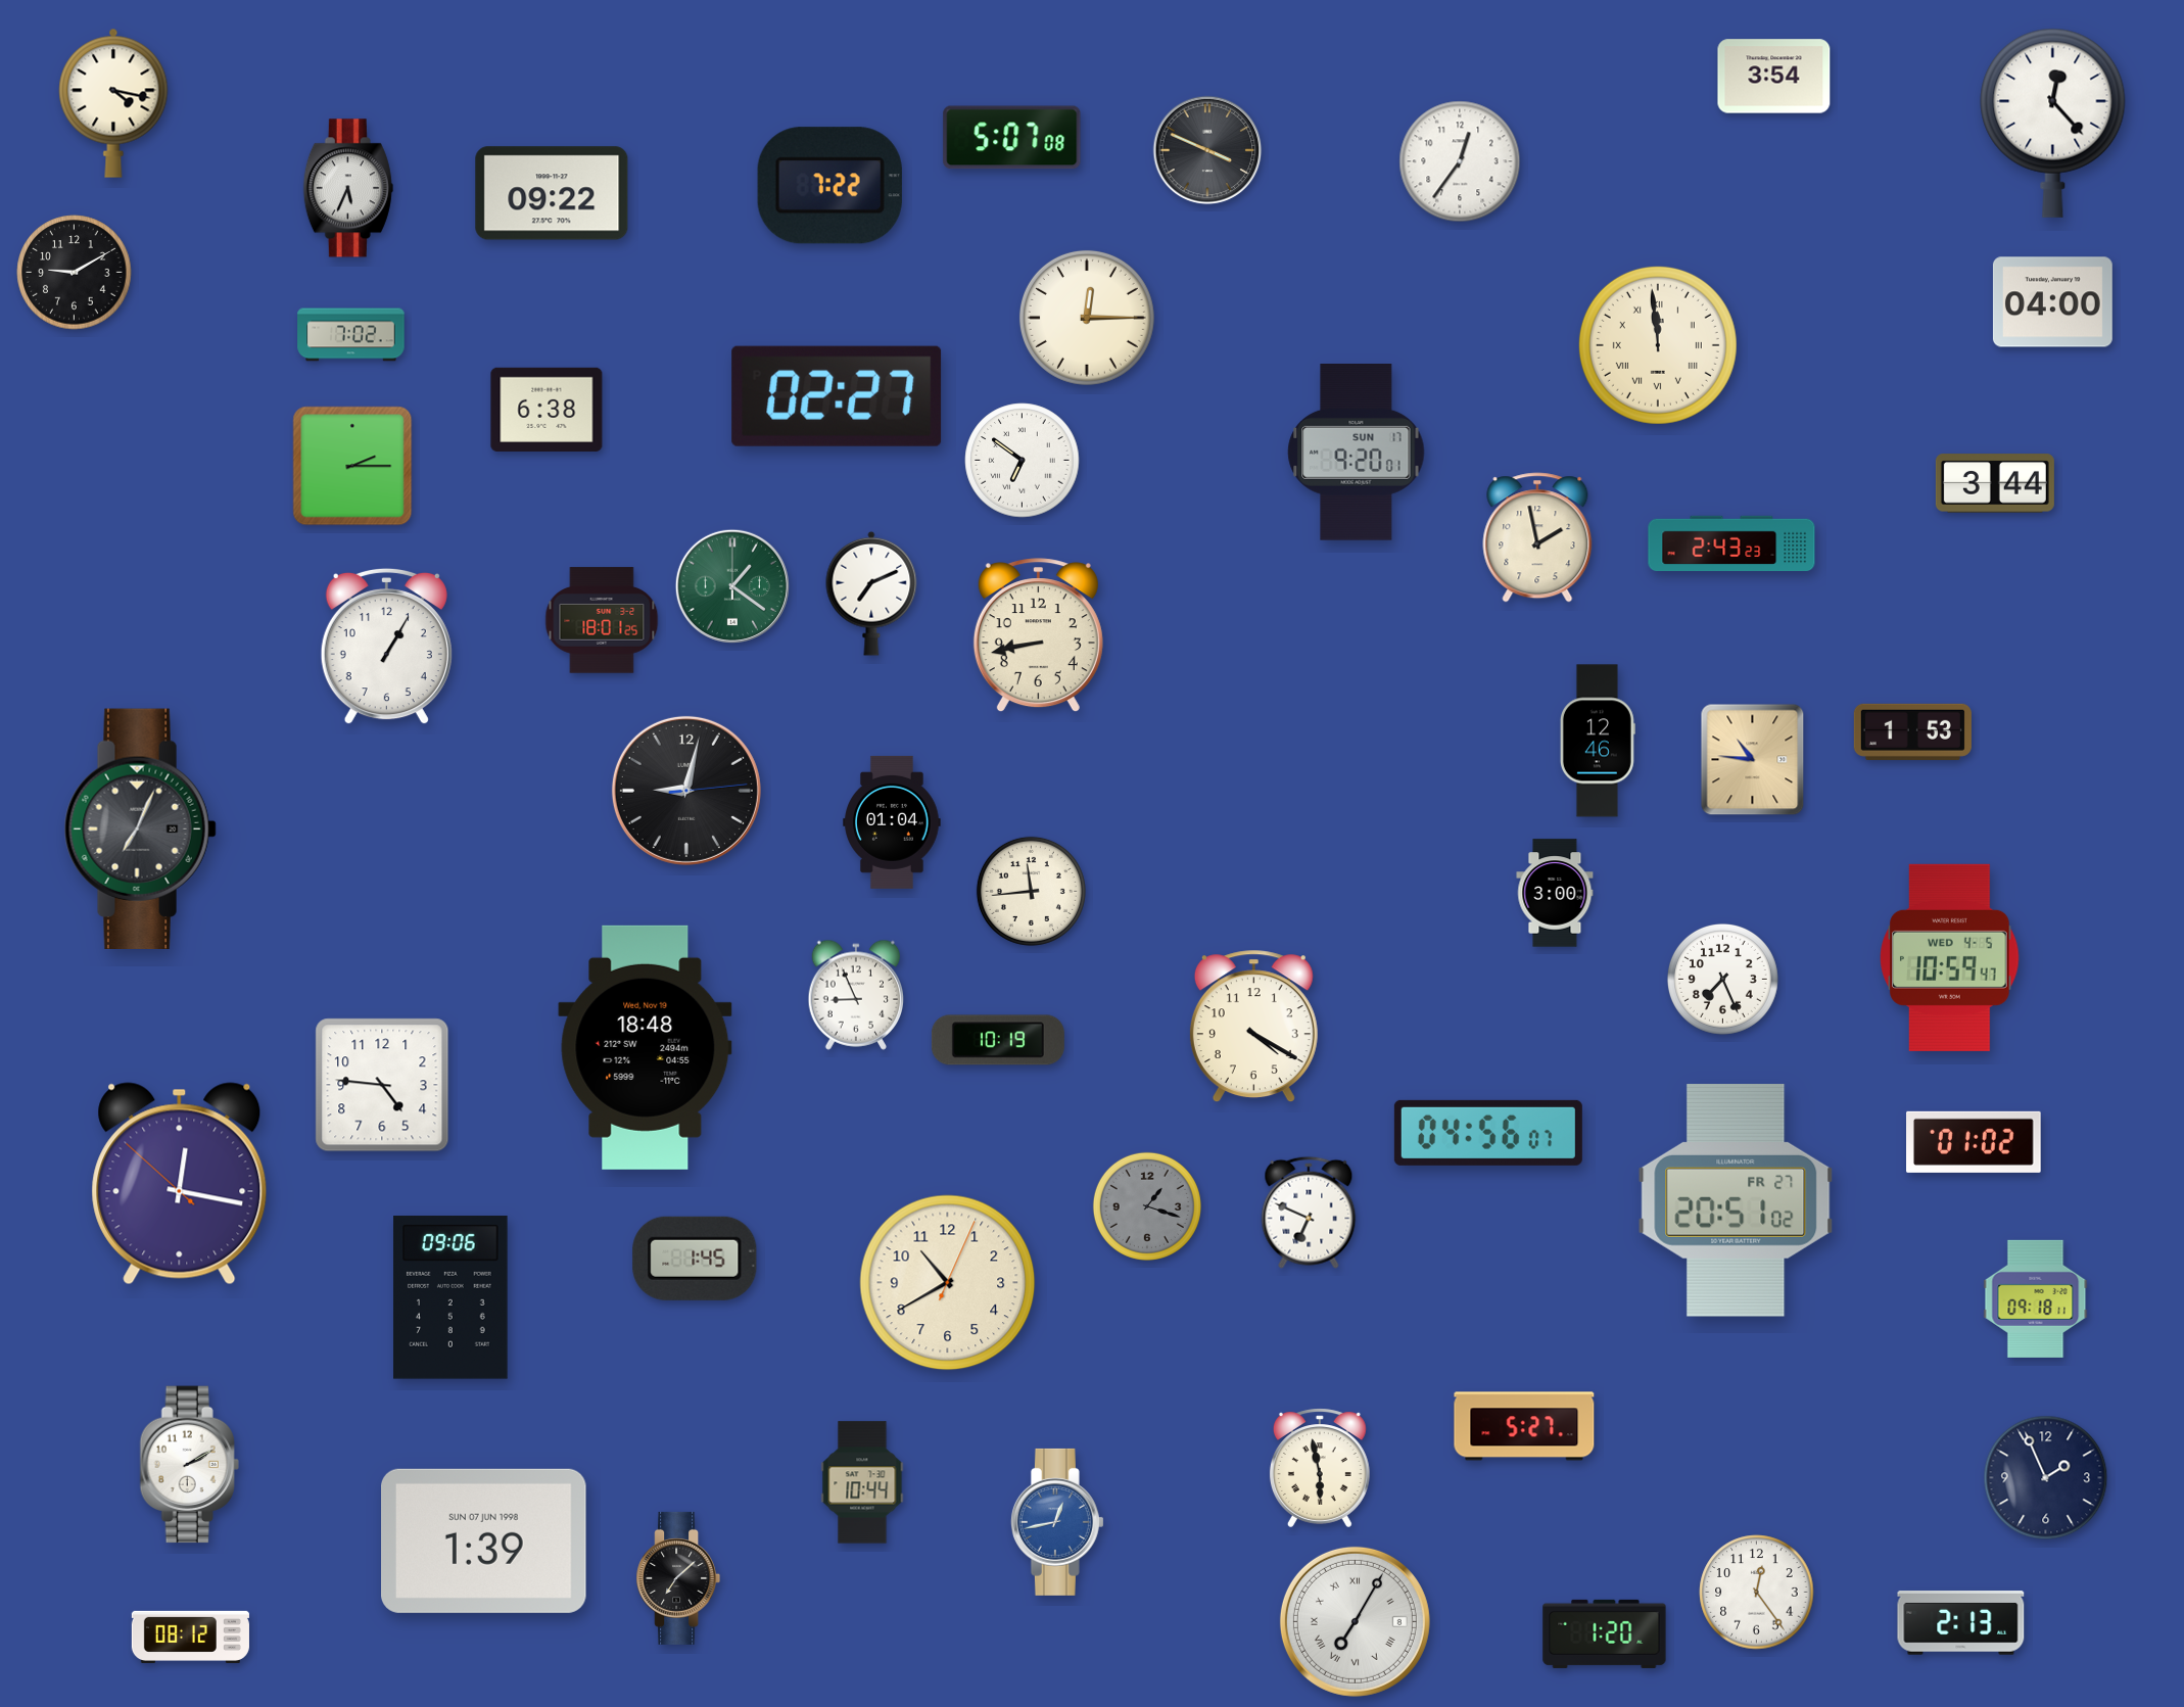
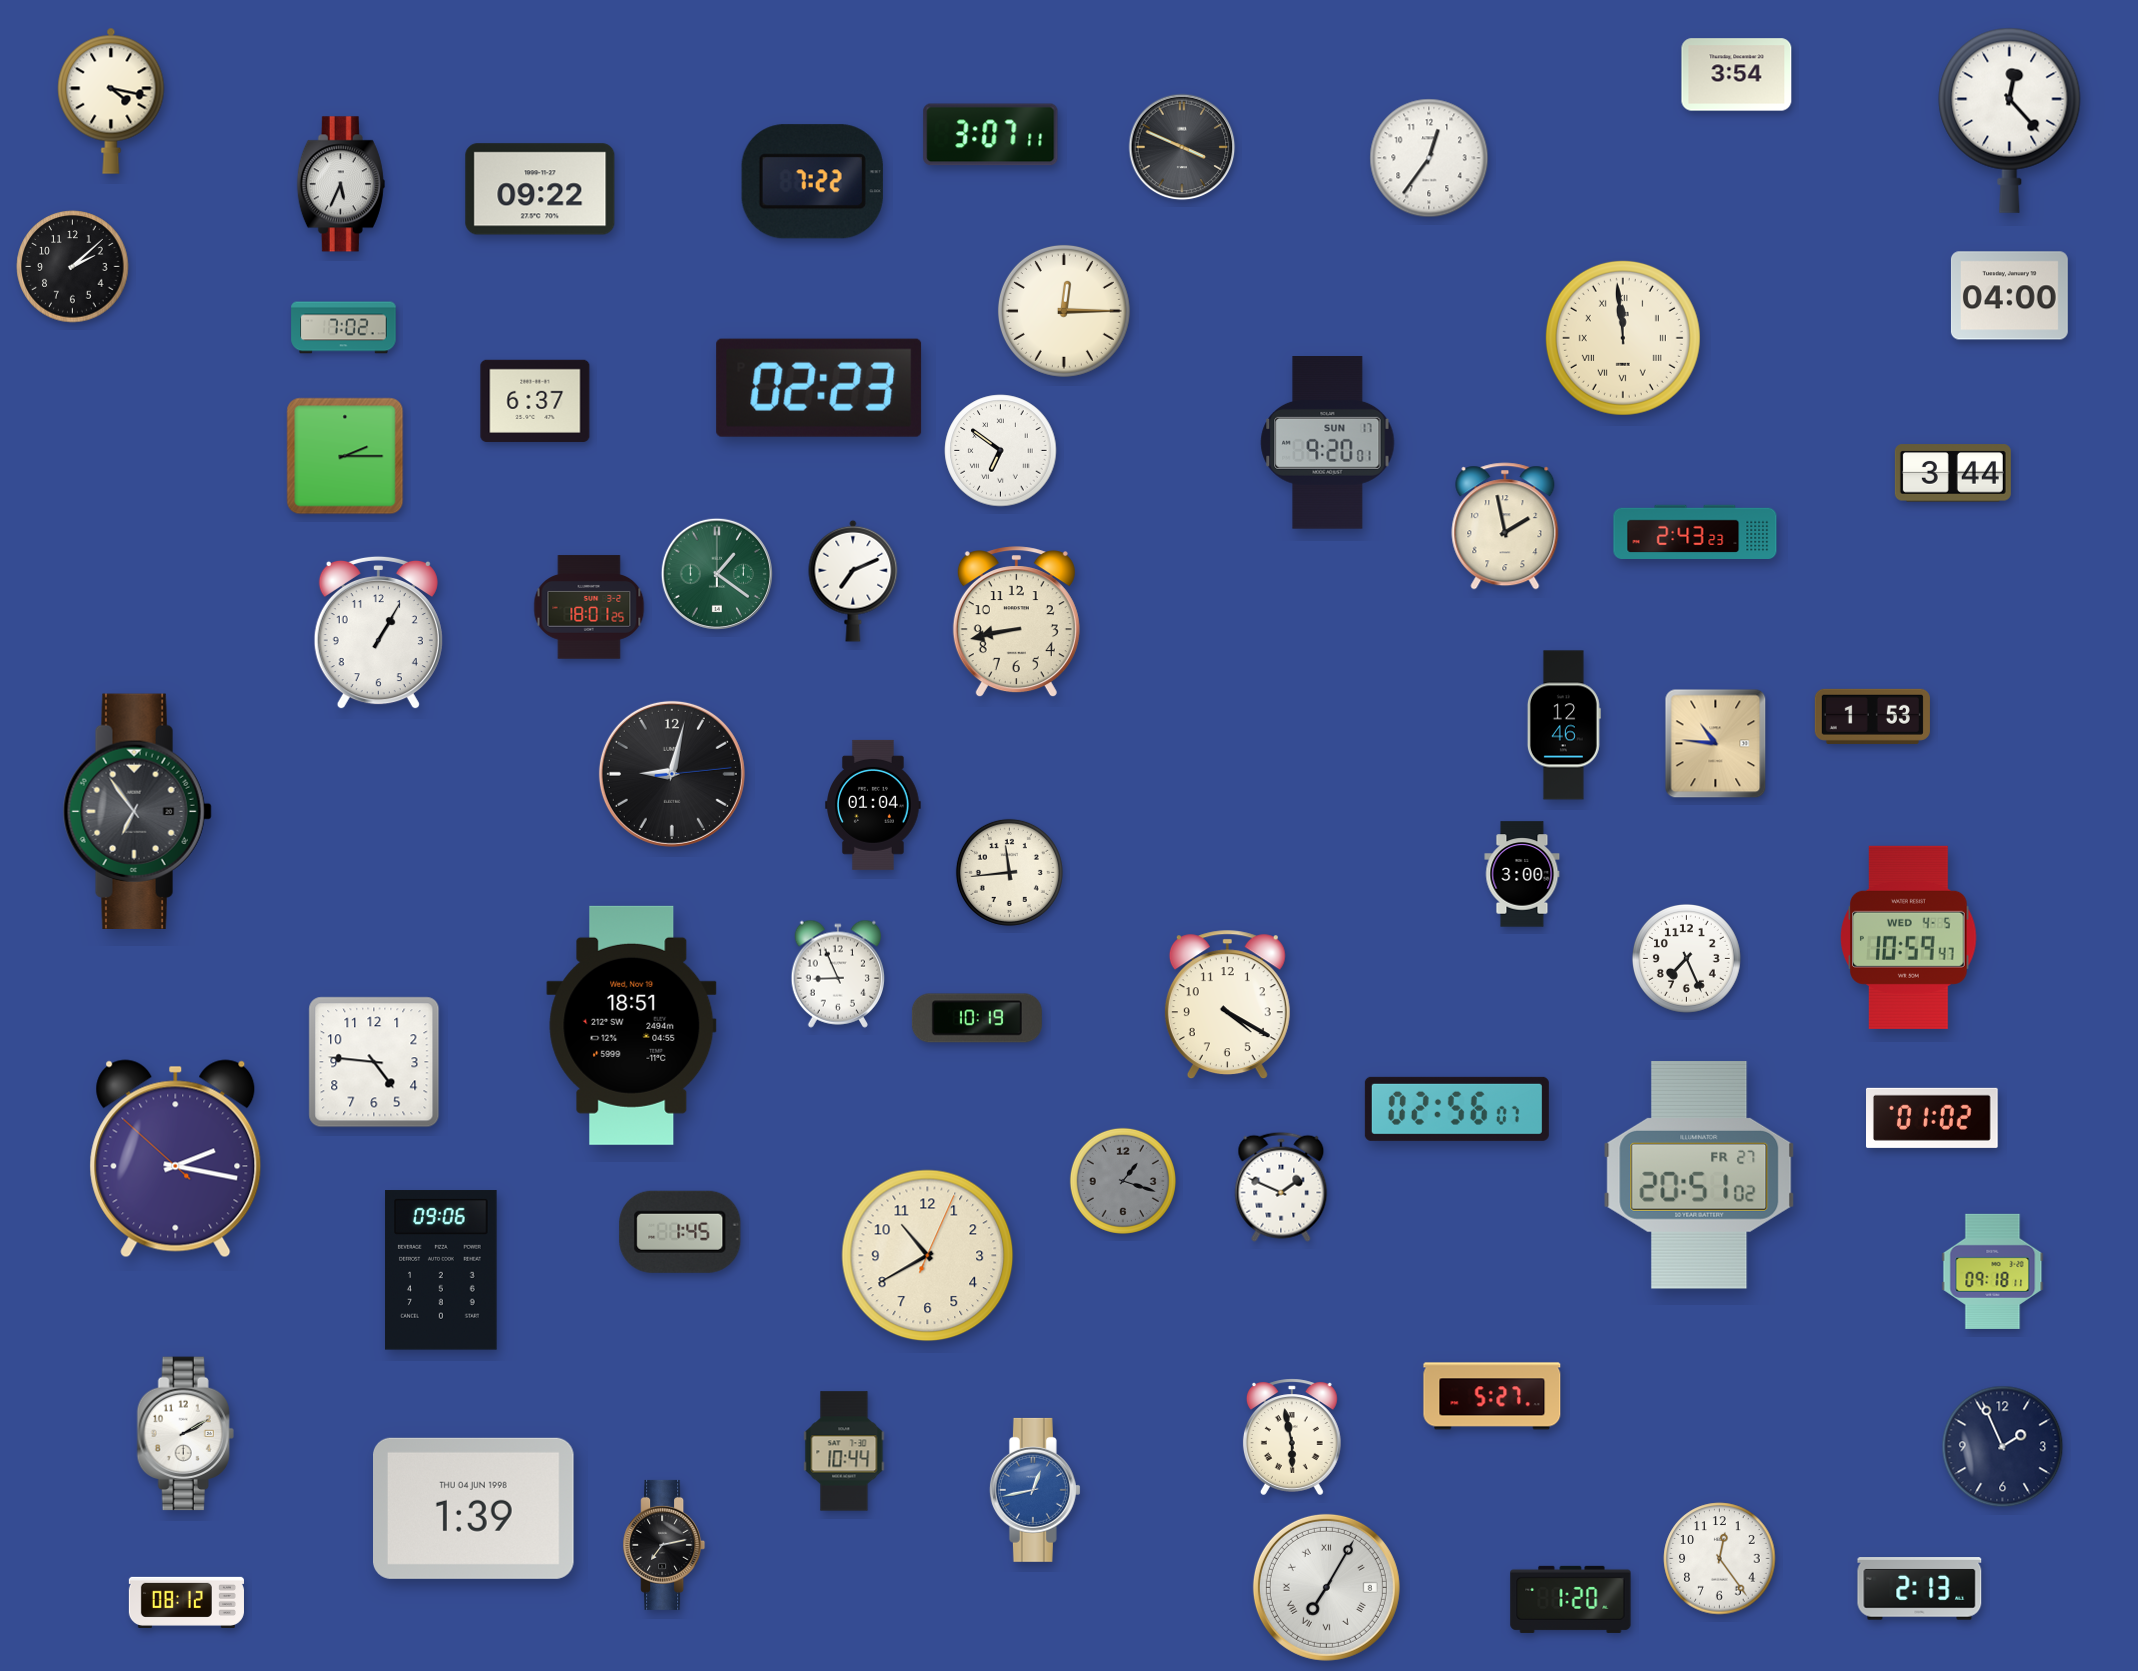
clock at (1012, 138): 5:07 -> 3:07
clock at (75, 273): 9:10 -> 2:08
clock at (837, 396): 02:27 -> 02:23
clock at (547, 410): 6:38 -> 6:37
clock at (140, 828): 7:04 -> 6:54
clock at (646, 1047): 18:48 -> 18:51
clock at (1488, 1133): 04:56 -> 02:56
clock at (180, 1184): 12:16 -> 2:16
clock at (1309, 1213): 6:49 -> 1:49
clock at (484, 1540) date: SUN 07 JUN 1998 -> THU 04 JUN 1998
clock at (678, 1578): 7:08 -> 7:13
